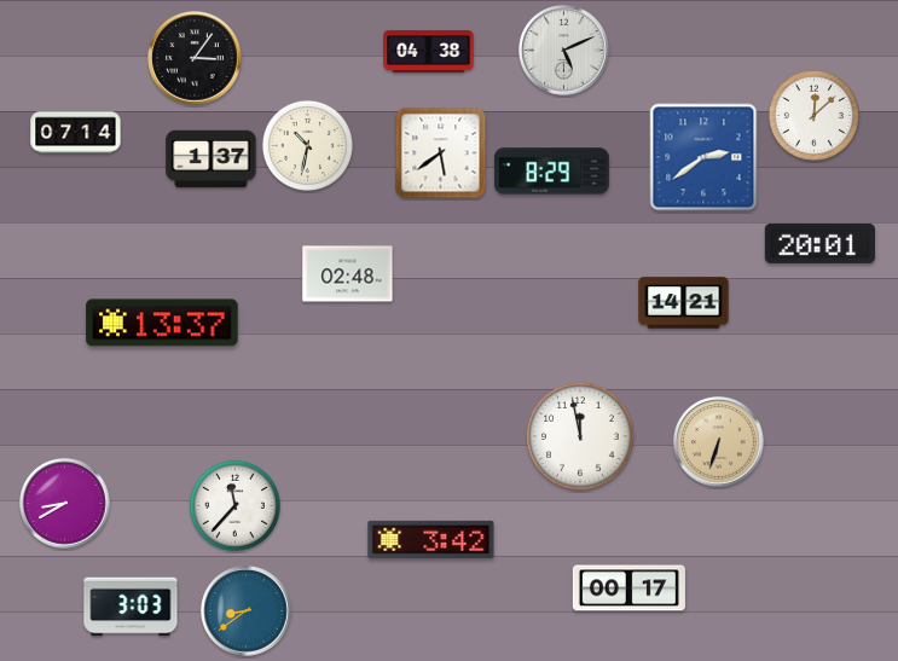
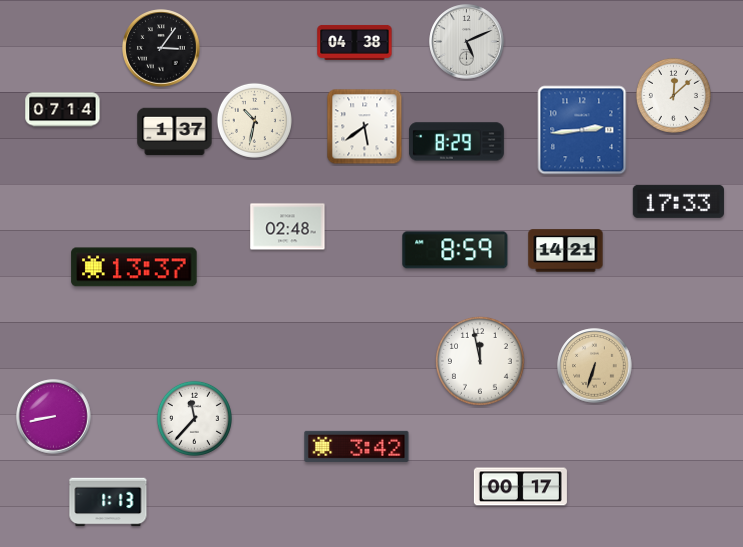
clock at (703, 157): 2:39 -> 2:44
clock at (819, 243): 20:01 -> 17:33
clock at (455, 250): none -> 8:59
clock at (65, 504): 8:40 -> 8:43
clock at (131, 607): 3:03 -> 1:13
clock at (247, 611): 8:39 -> none
